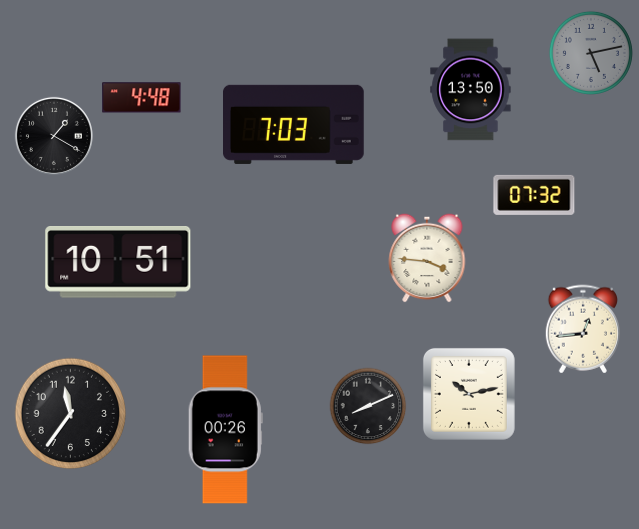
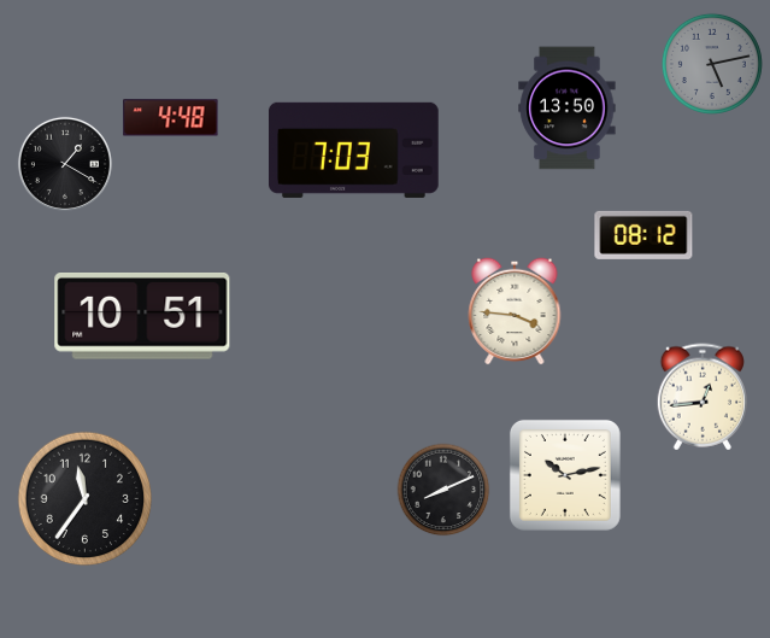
clock at (534, 195): 07:32 -> 08:12
clock at (225, 430): 00:26 -> none
